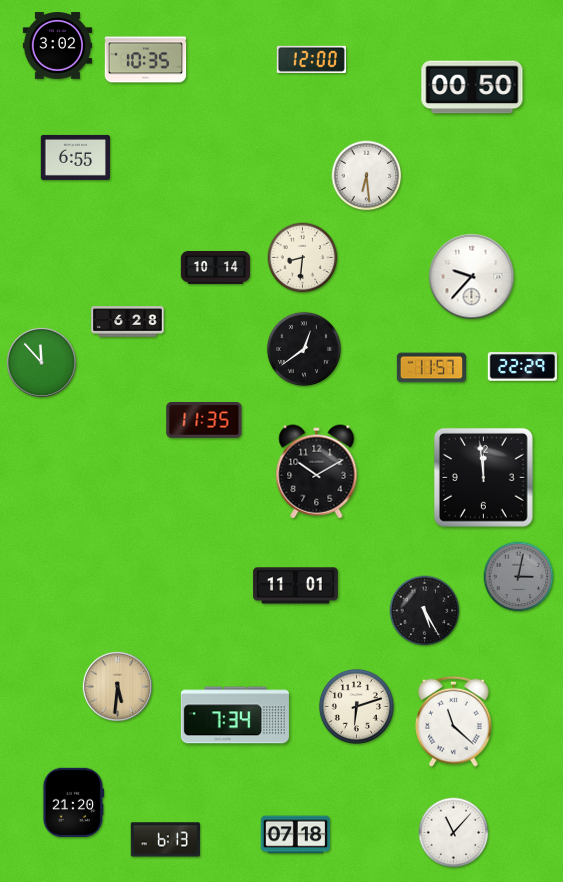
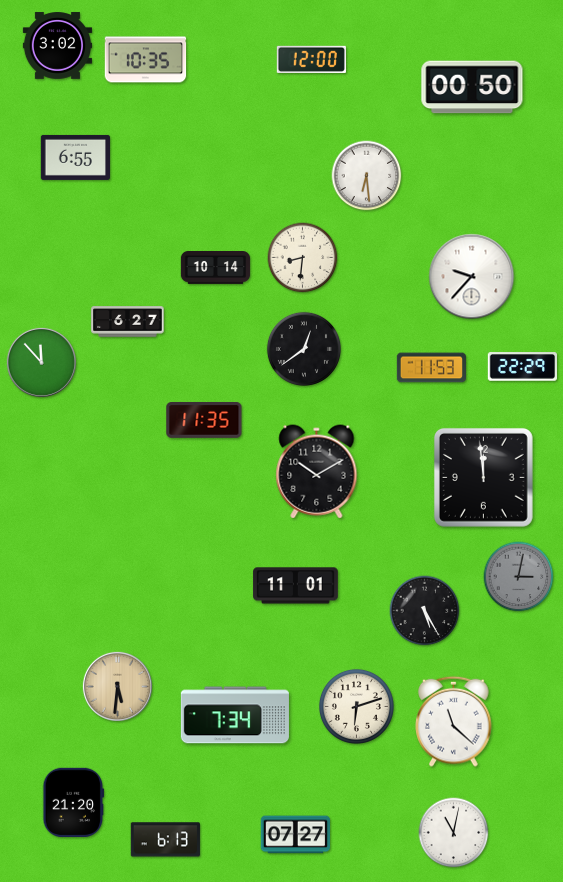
clock at (128, 322): 6:28 -> 6:27
clock at (432, 368): 11:57 -> 11:53
clock at (454, 833): 11:07 -> 11:02
clock at (295, 835): 07:18 -> 07:27
